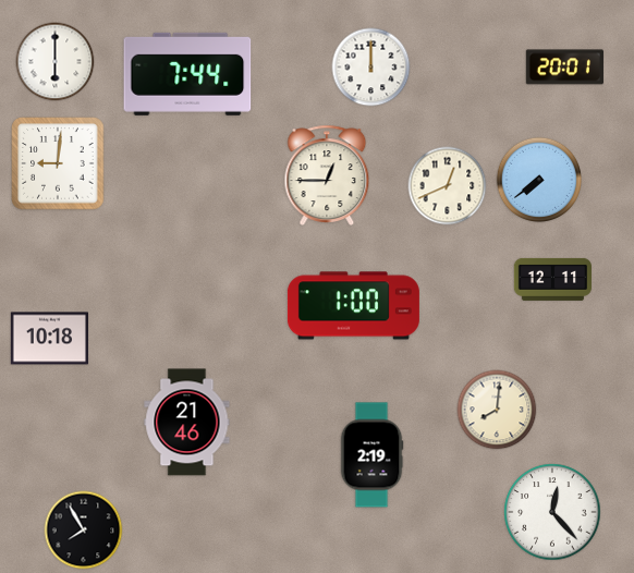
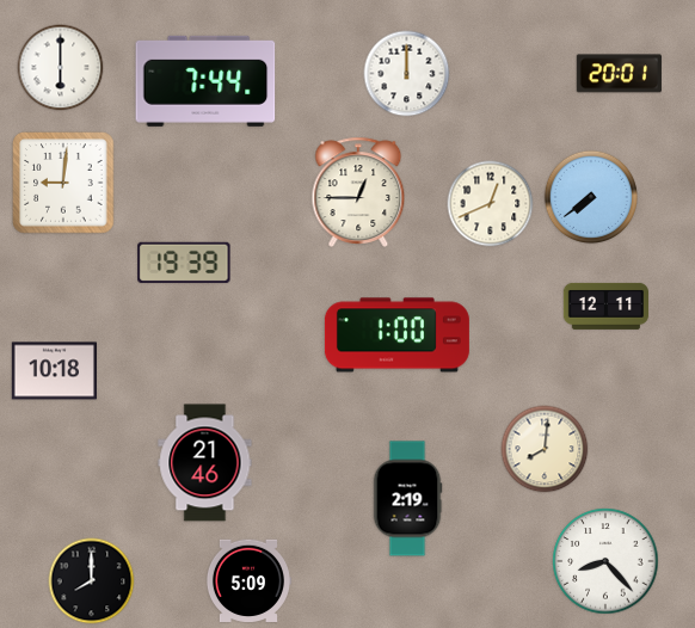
clock at (58, 163) position: (58, 163) -> (63, 183)
clock at (184, 263): none -> 19:39
clock at (353, 306) position: (353, 306) -> (396, 335)
clock at (552, 512): 12:23 -> 8:23
clock at (247, 580): none -> 5:09
clock at (84, 531): 7:55 -> 8:00
